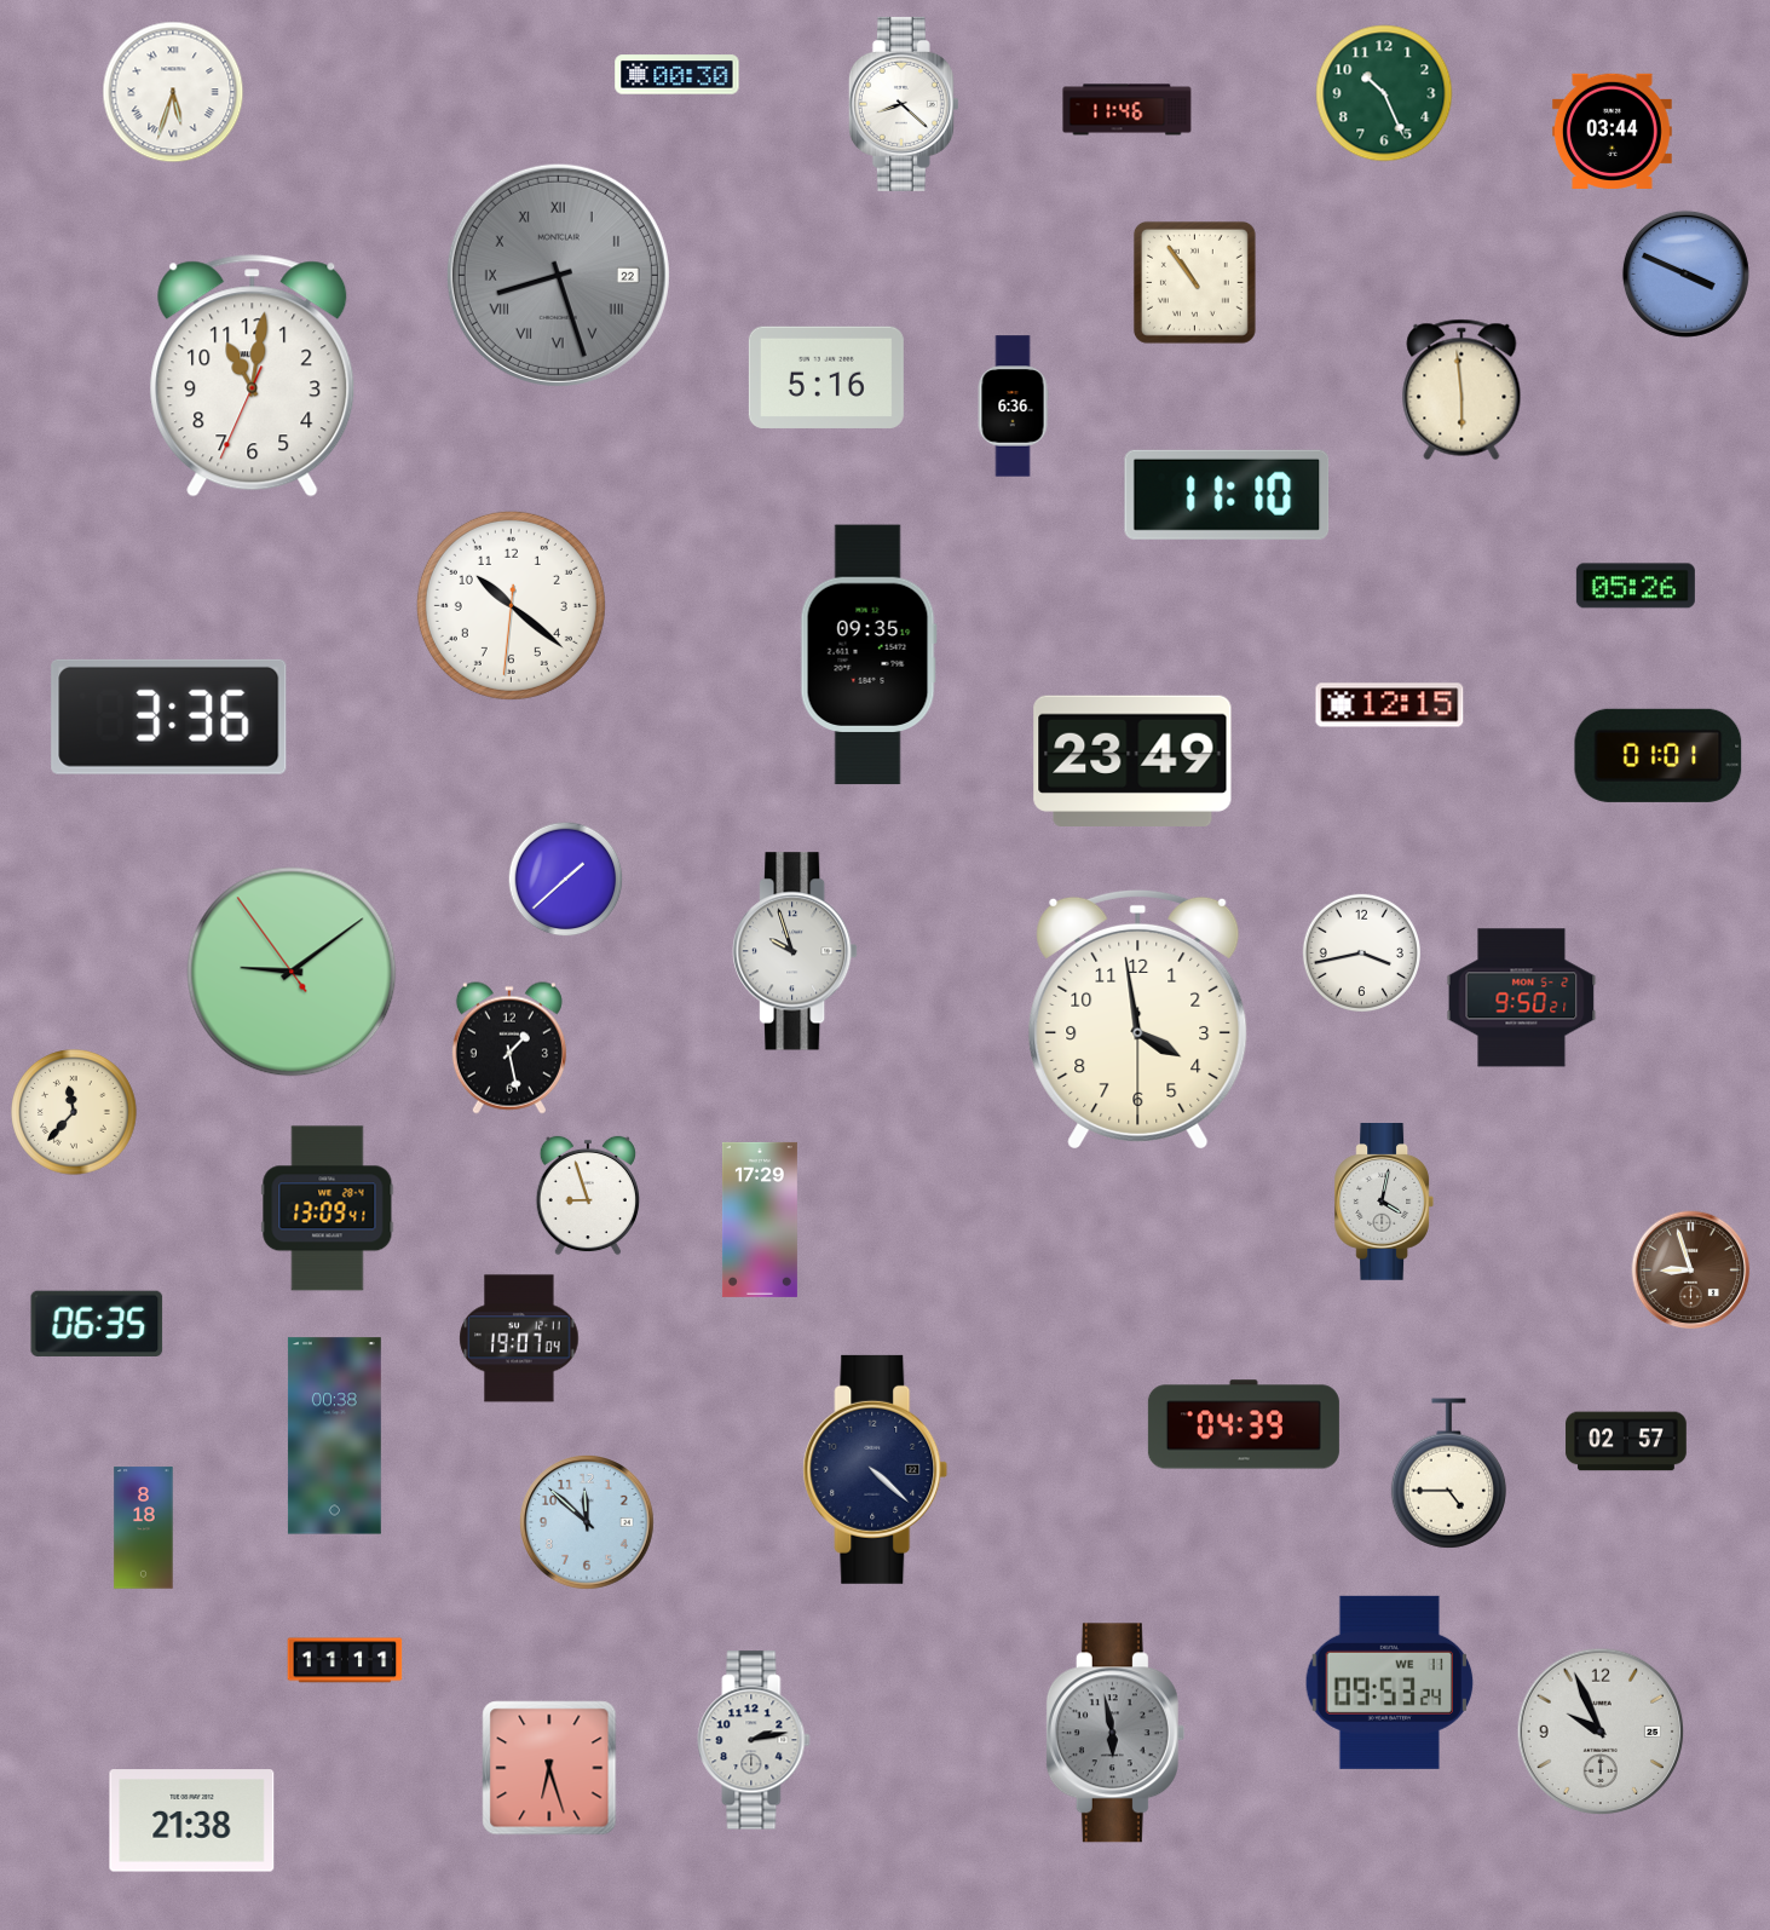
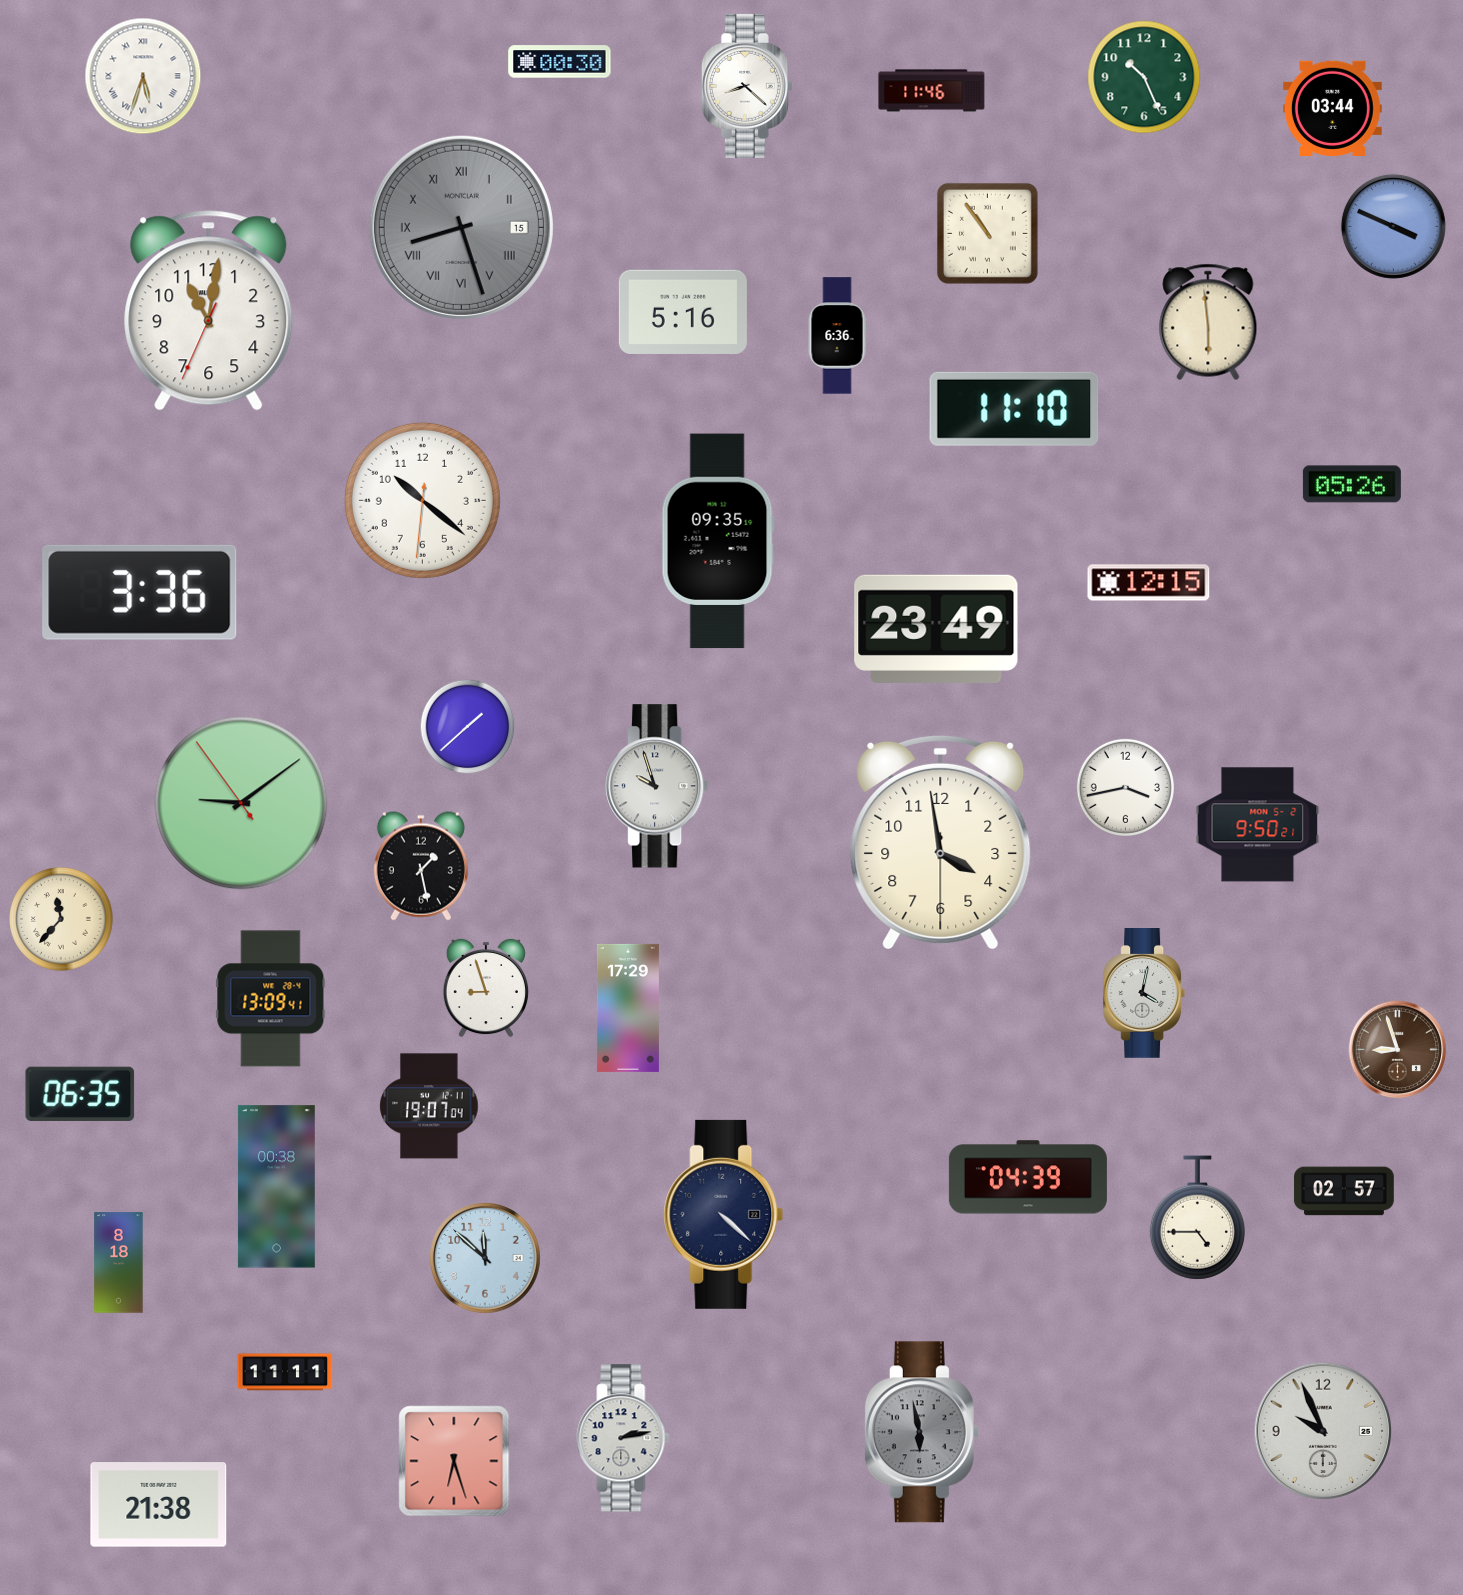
clock at (558, 275) date: 22 -> 15
clock at (1659, 755): 01:01 -> none
clock at (1389, 1682): 09:53 -> none
